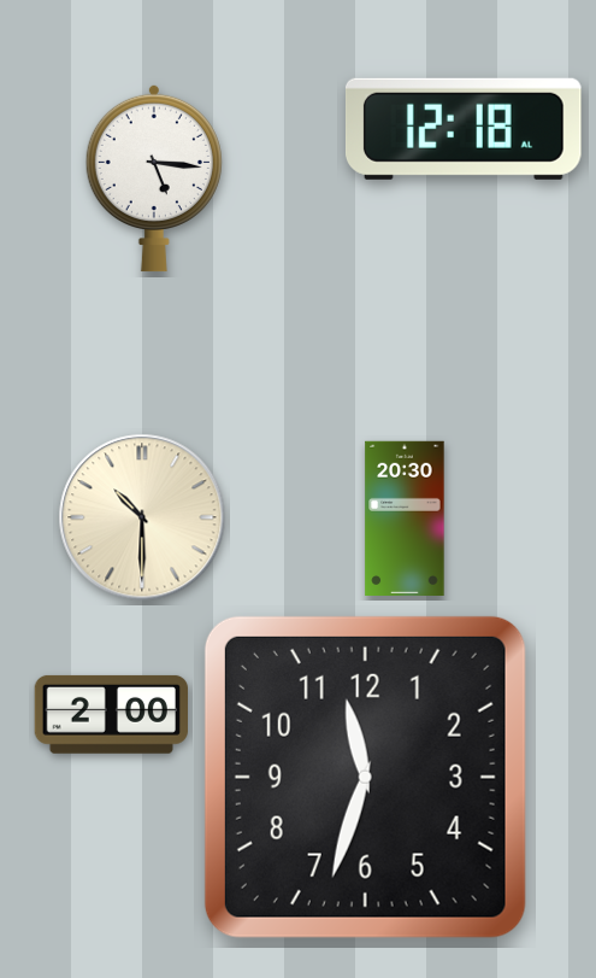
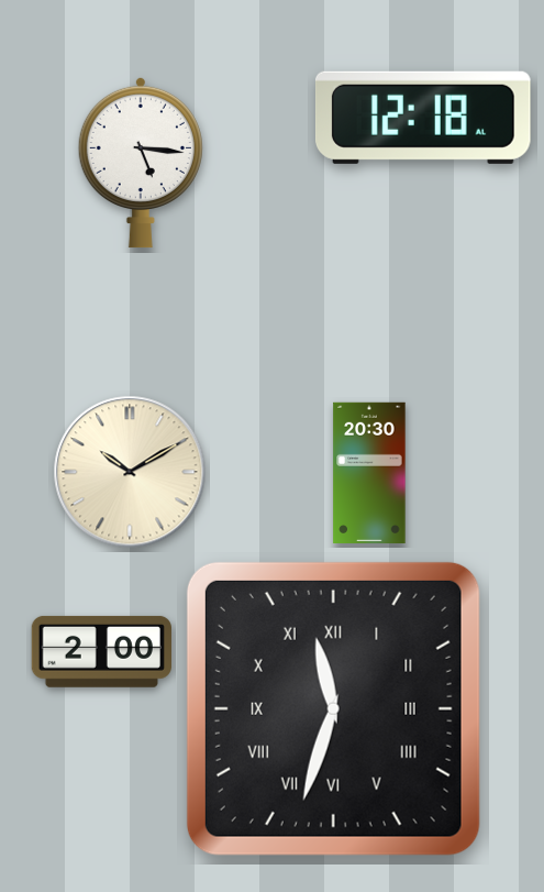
clock at (142, 517): 10:30 -> 10:10
clock at (365, 777) numerals: Arabic -> Roman
